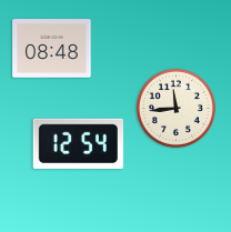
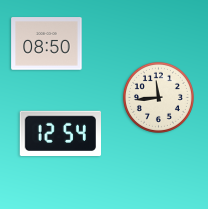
clock at (52, 49): 08:48 -> 08:50
clock at (78, 143) position: (78, 143) -> (60, 133)
